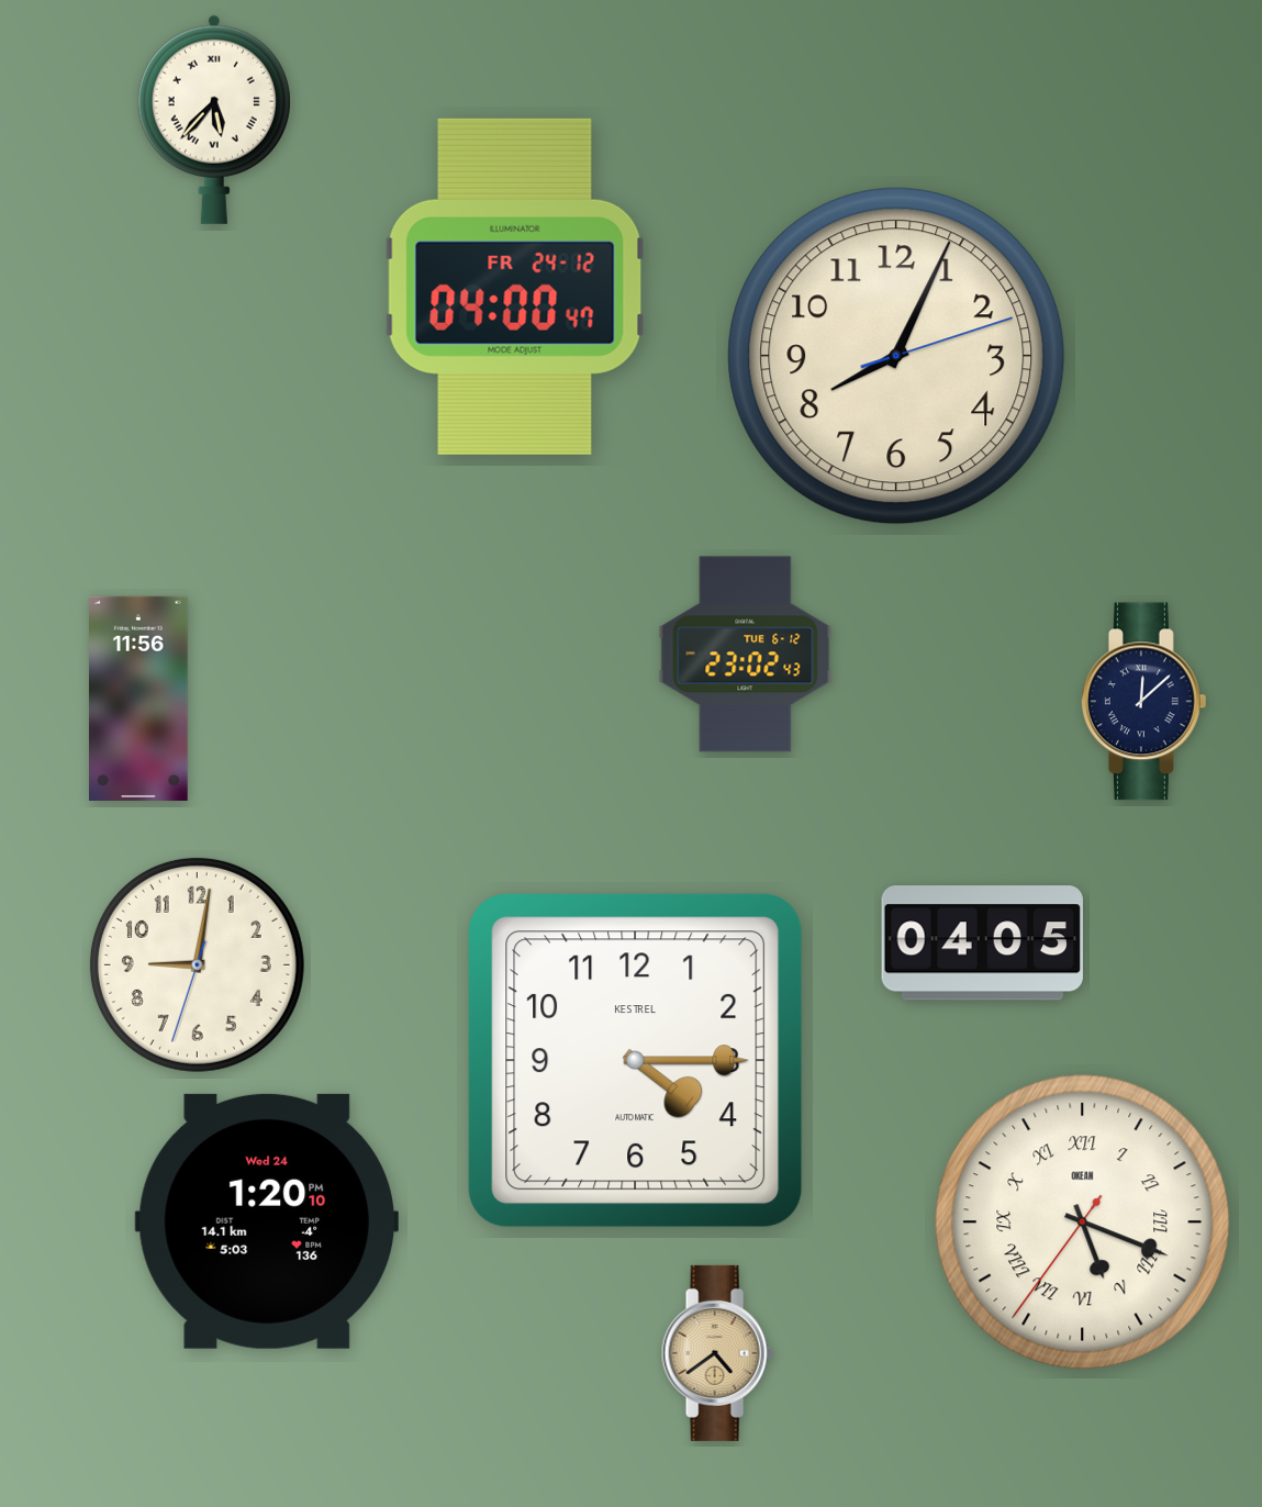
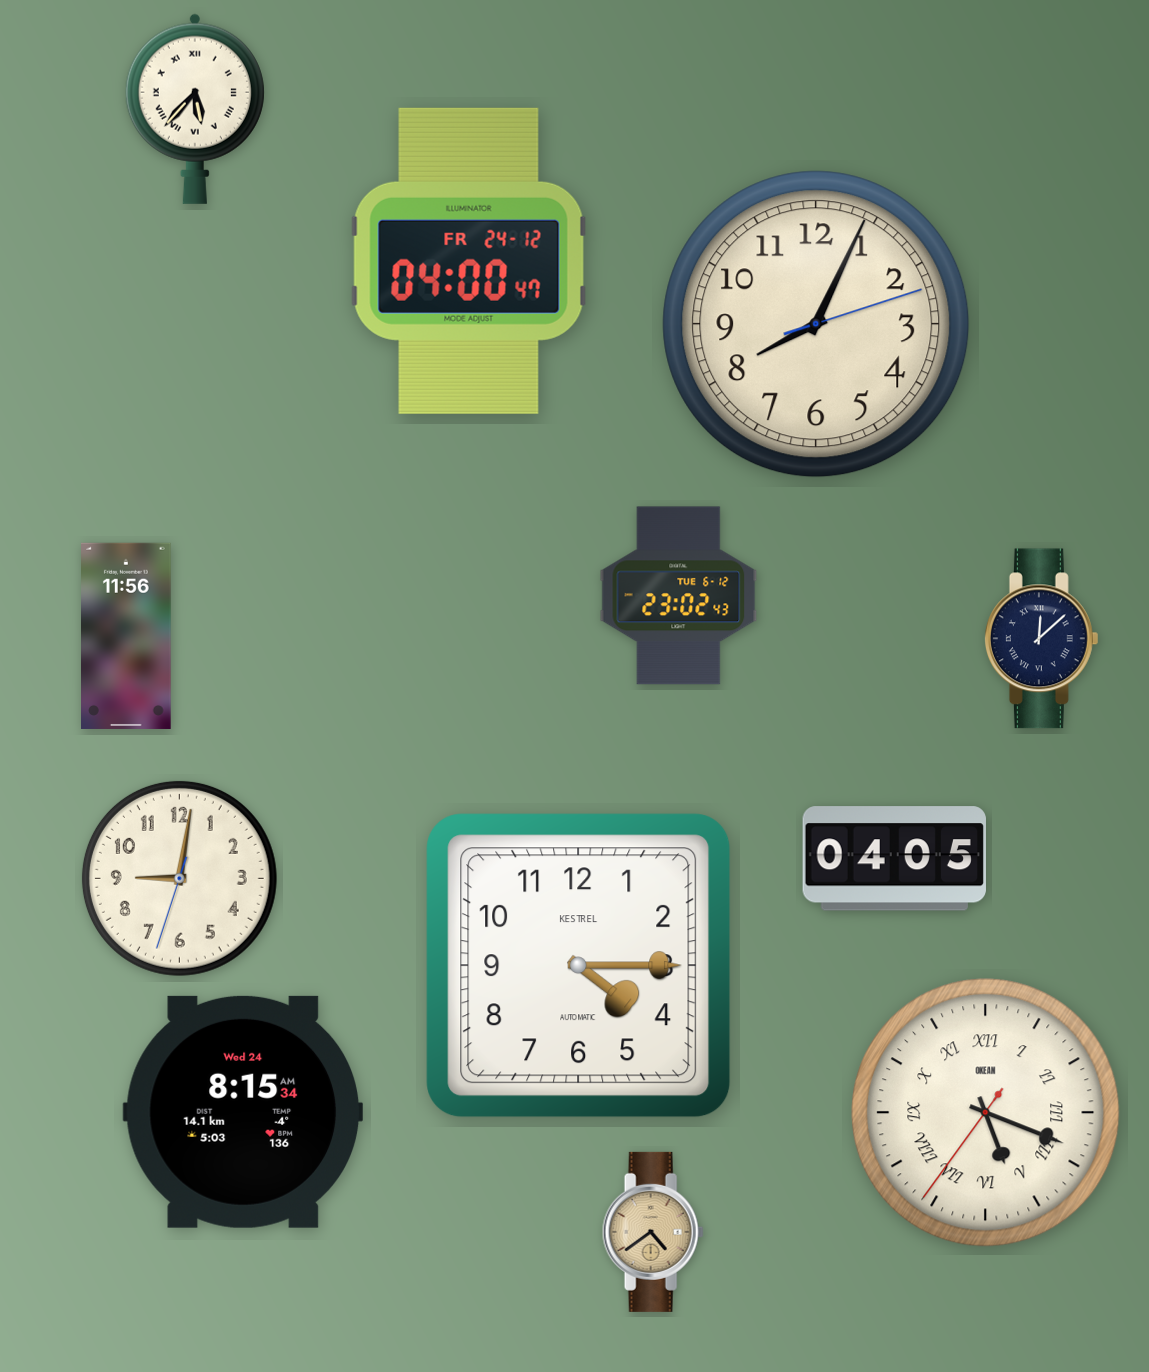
clock at (267, 1221): 1:20 -> 8:15
